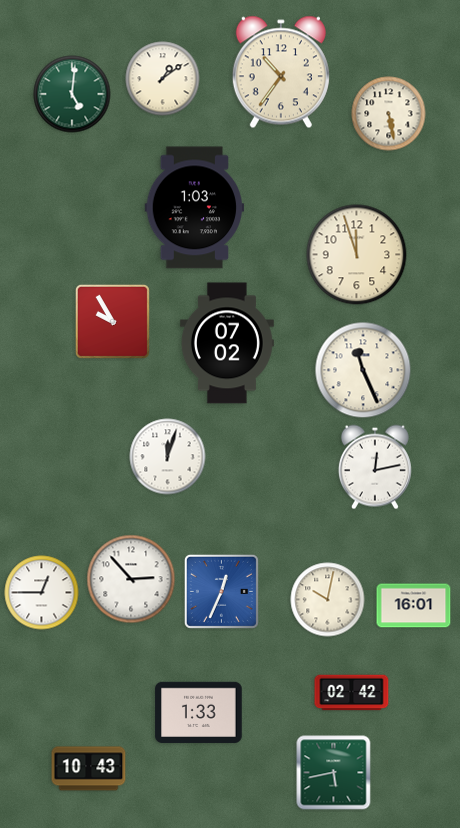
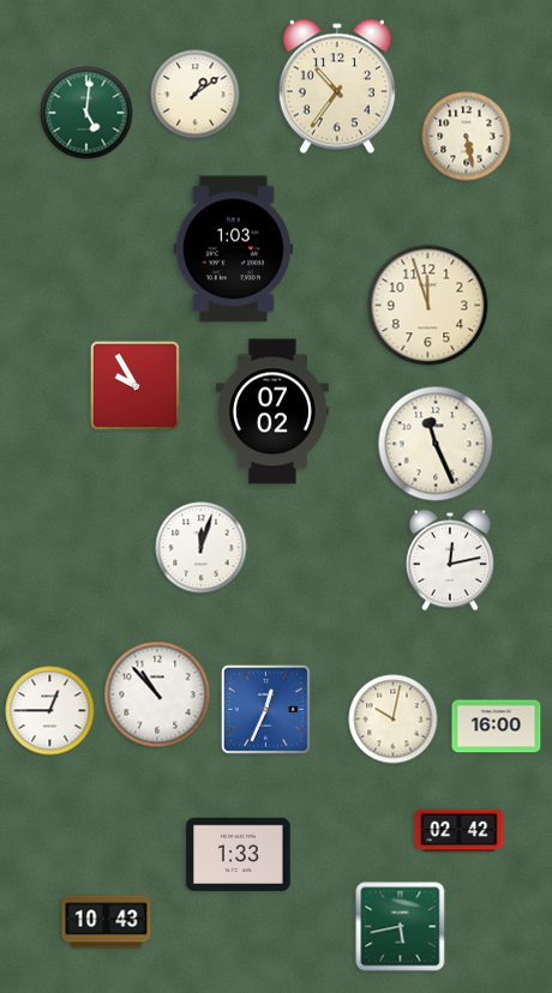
clock at (131, 579): 2:53 -> 10:53
clock at (414, 606): 16:01 -> 16:00
clock at (352, 693) position: (352, 693) -> (460, 831)
